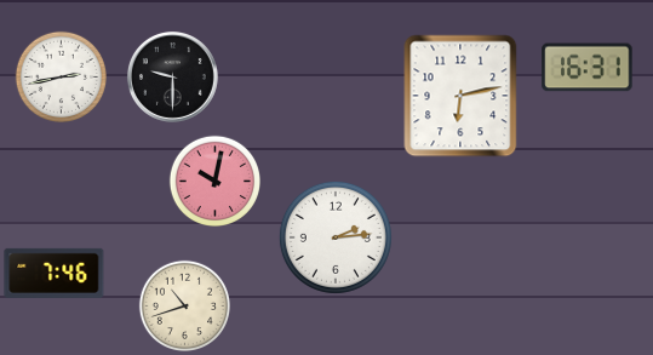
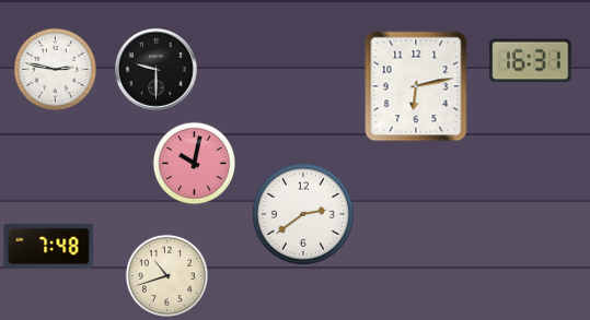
clock at (62, 78): 2:43 -> 2:47
clock at (336, 237): 2:14 -> 2:39
clock at (55, 273): 7:46 -> 7:48
